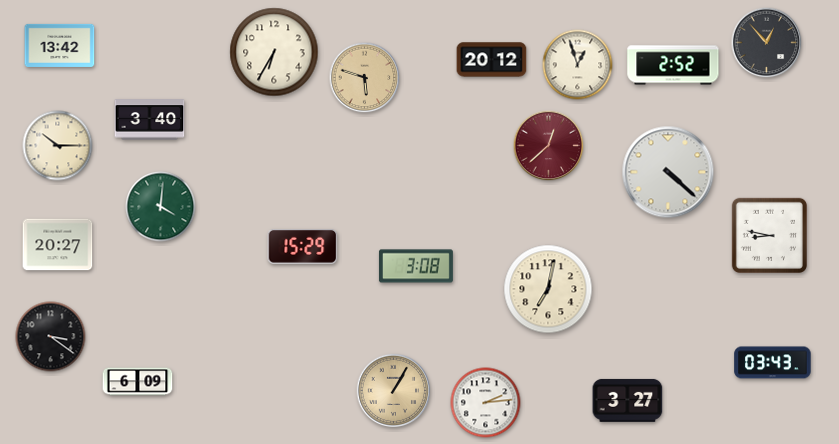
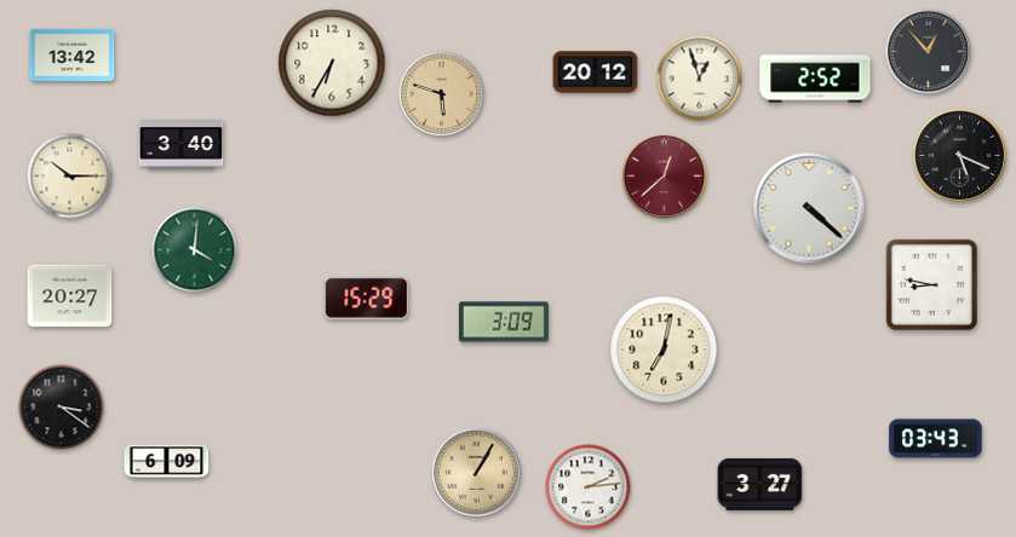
clock at (959, 155): none -> 5:19
clock at (416, 266): 3:08 -> 3:09
